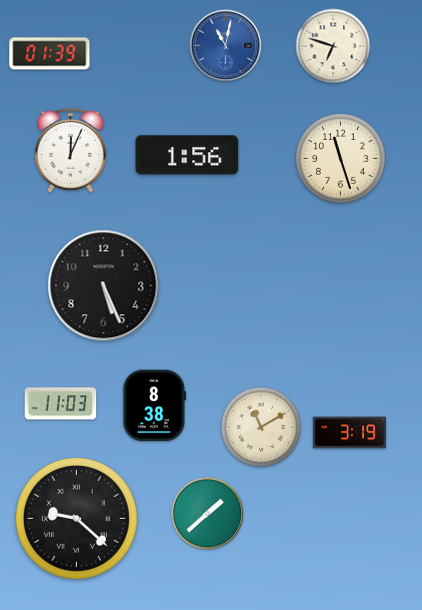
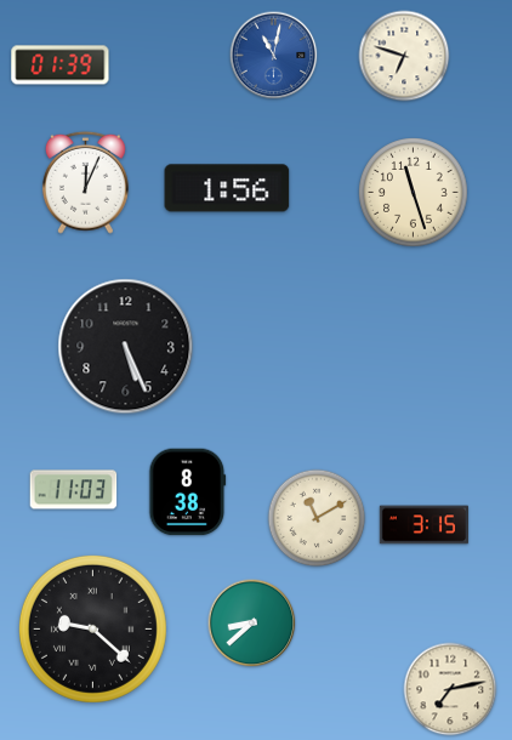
clock at (349, 433): 3:19 -> 3:15
clock at (208, 514): 1:38 -> 8:38
clock at (450, 689): none -> 7:13
